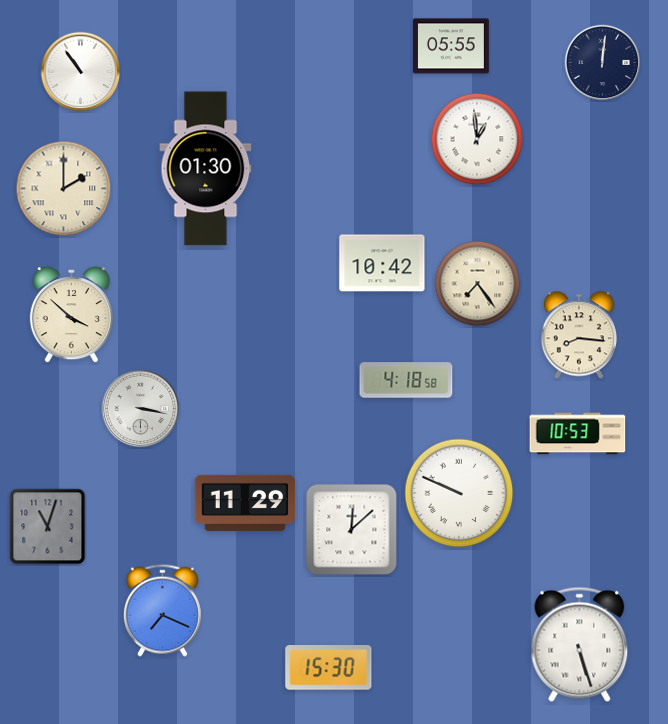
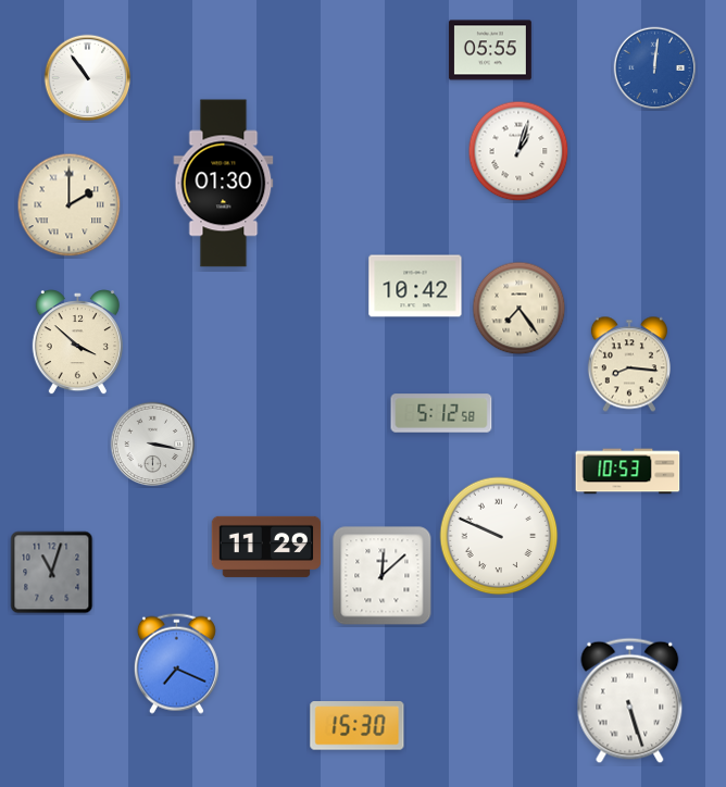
clock at (603, 63) dial: navy -> blue
clock at (477, 139): 12:59 -> 1:03
clock at (406, 380): 4:18 -> 5:12
